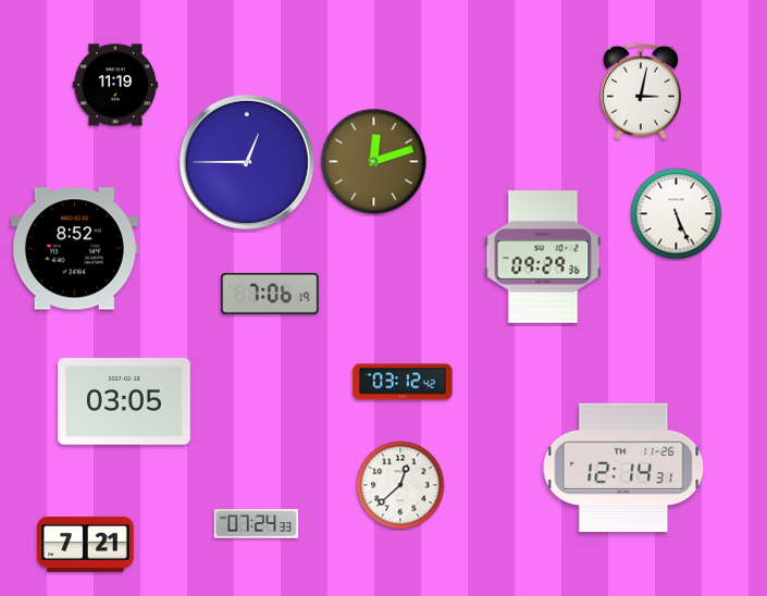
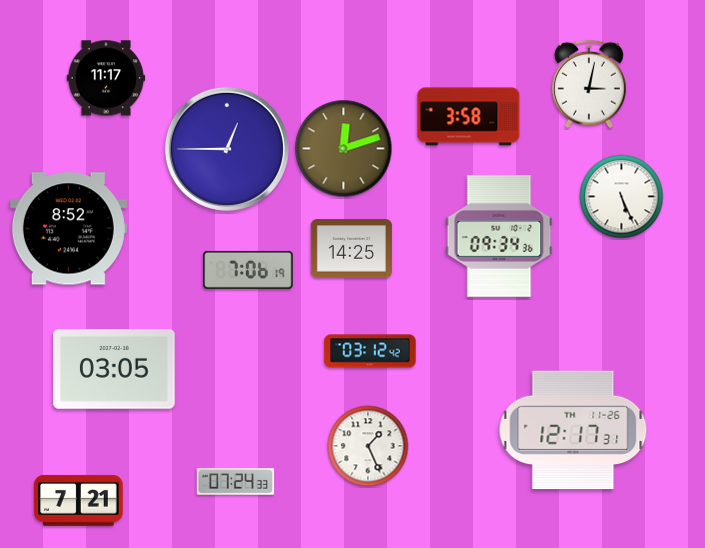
clock at (115, 85): 11:19 -> 11:17
clock at (469, 117): none -> 3:58
clock at (543, 257): 09:29 -> 09:34
clock at (351, 249): none -> 14:25
clock at (623, 468): 12:14 -> 12:17
clock at (400, 485): 12:38 -> 1:26
